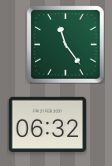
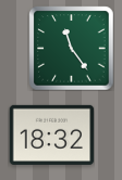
clock at (47, 124): 06:32 -> 18:32
